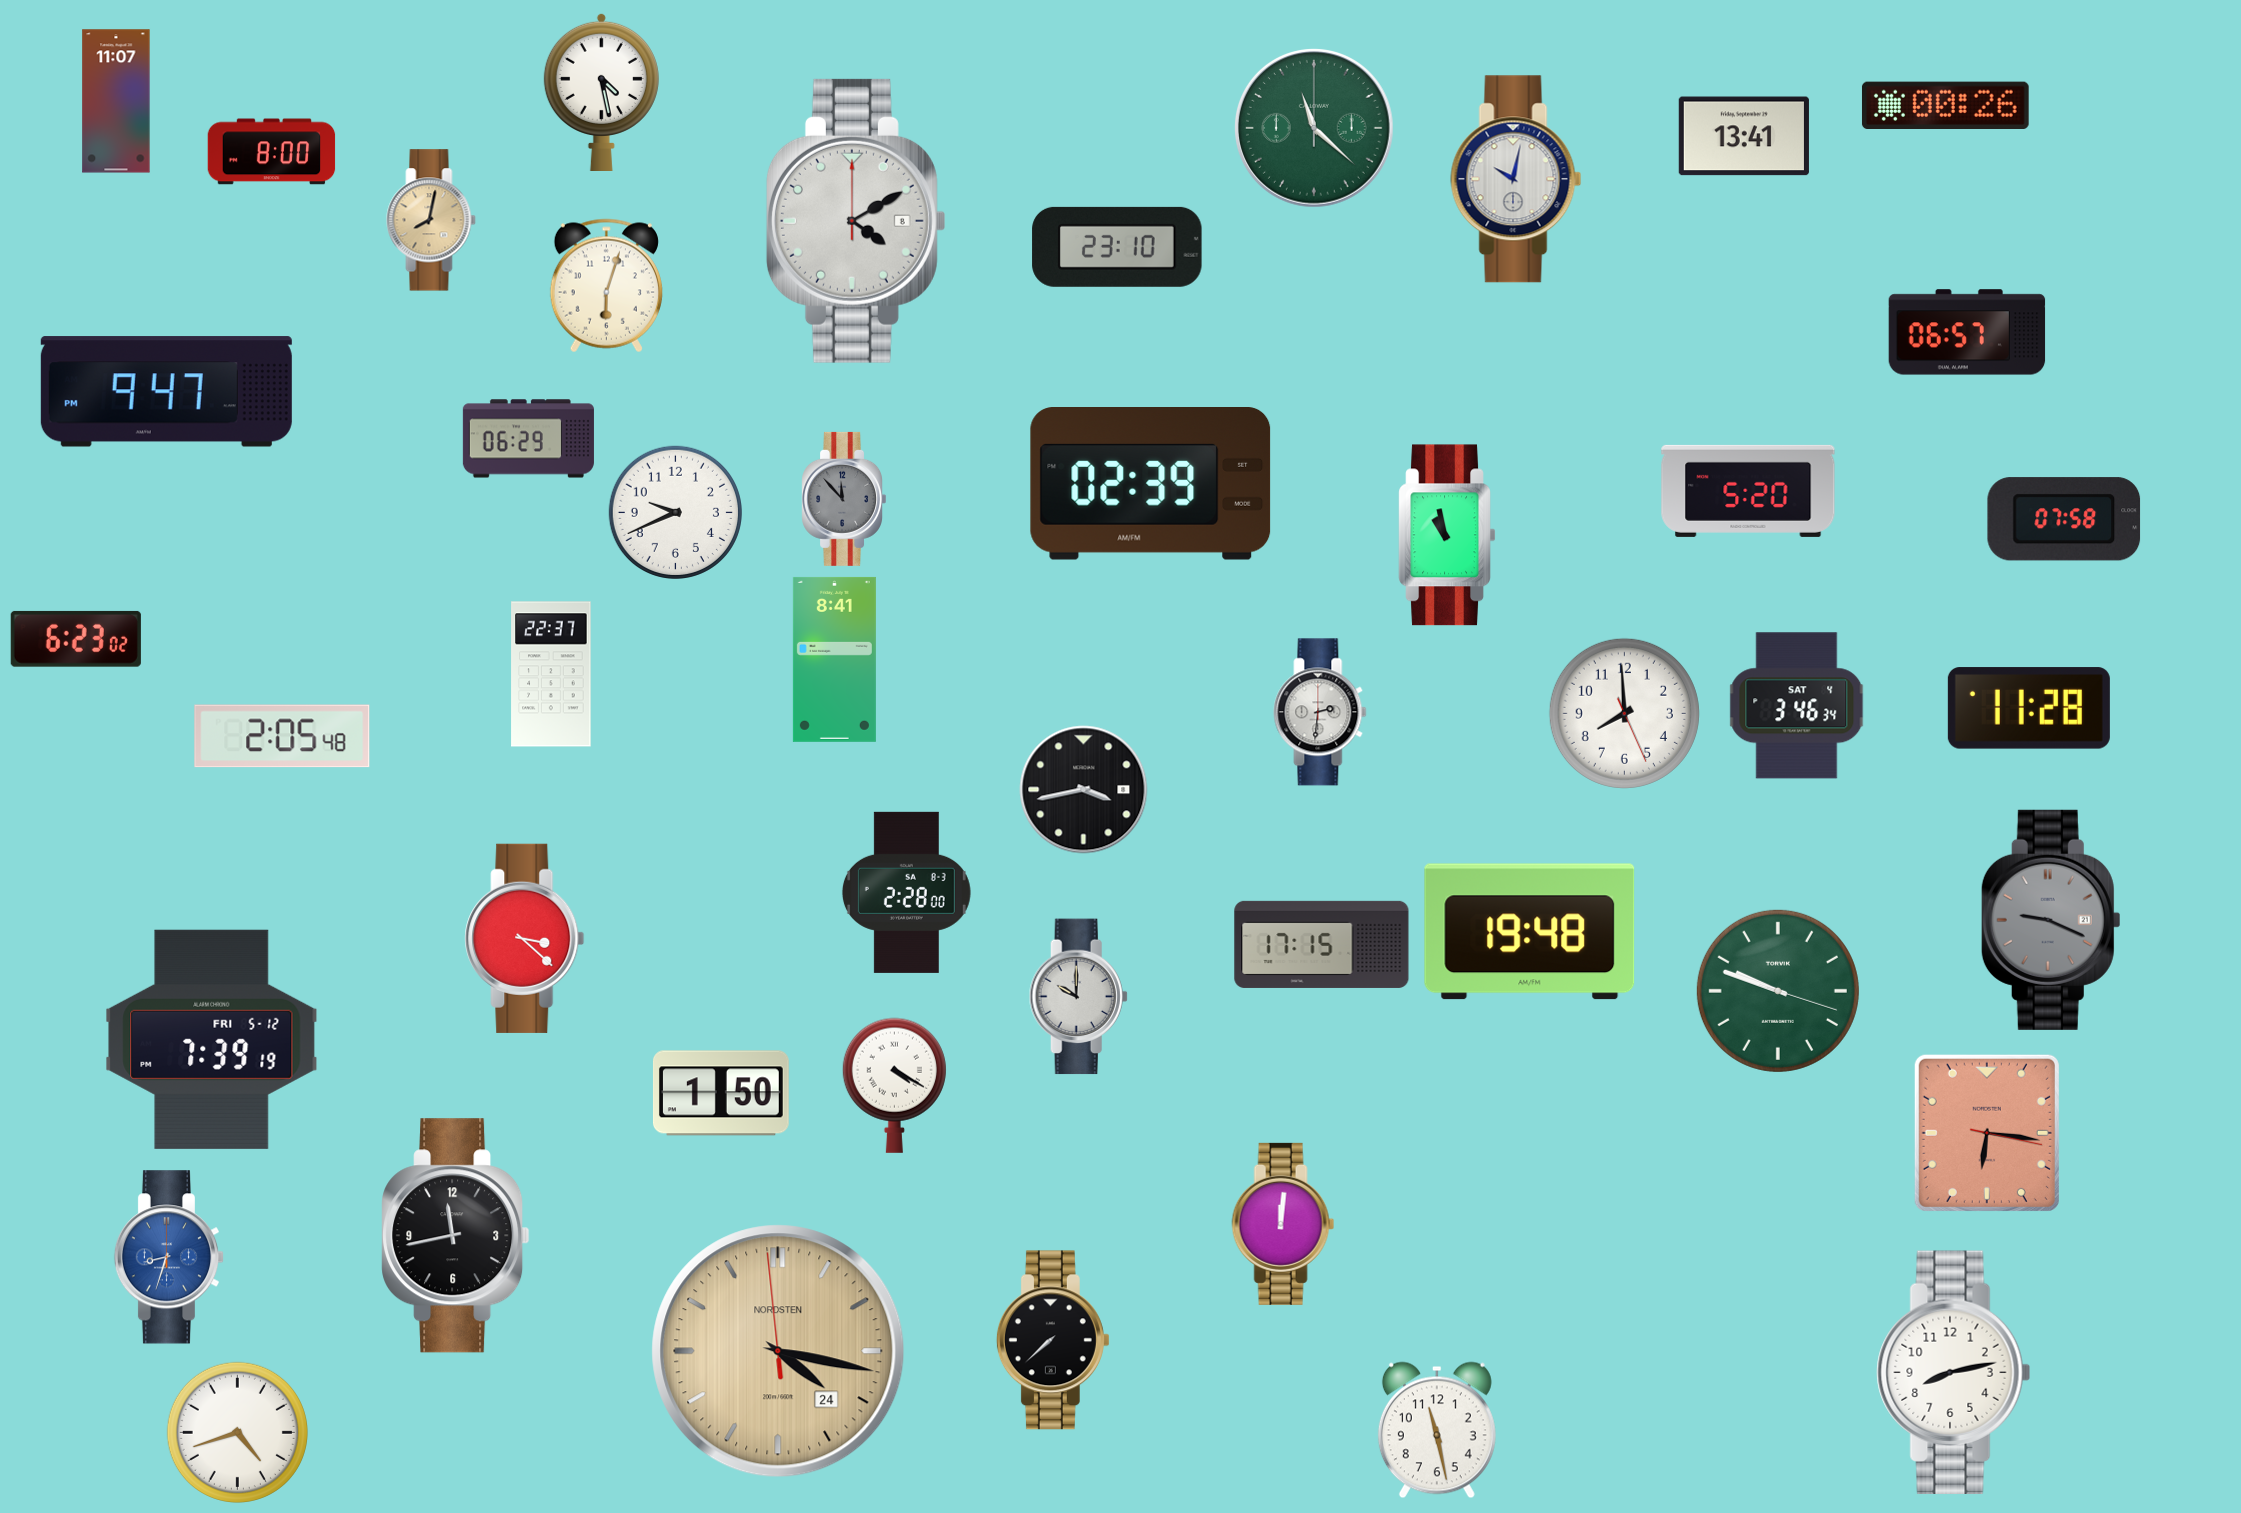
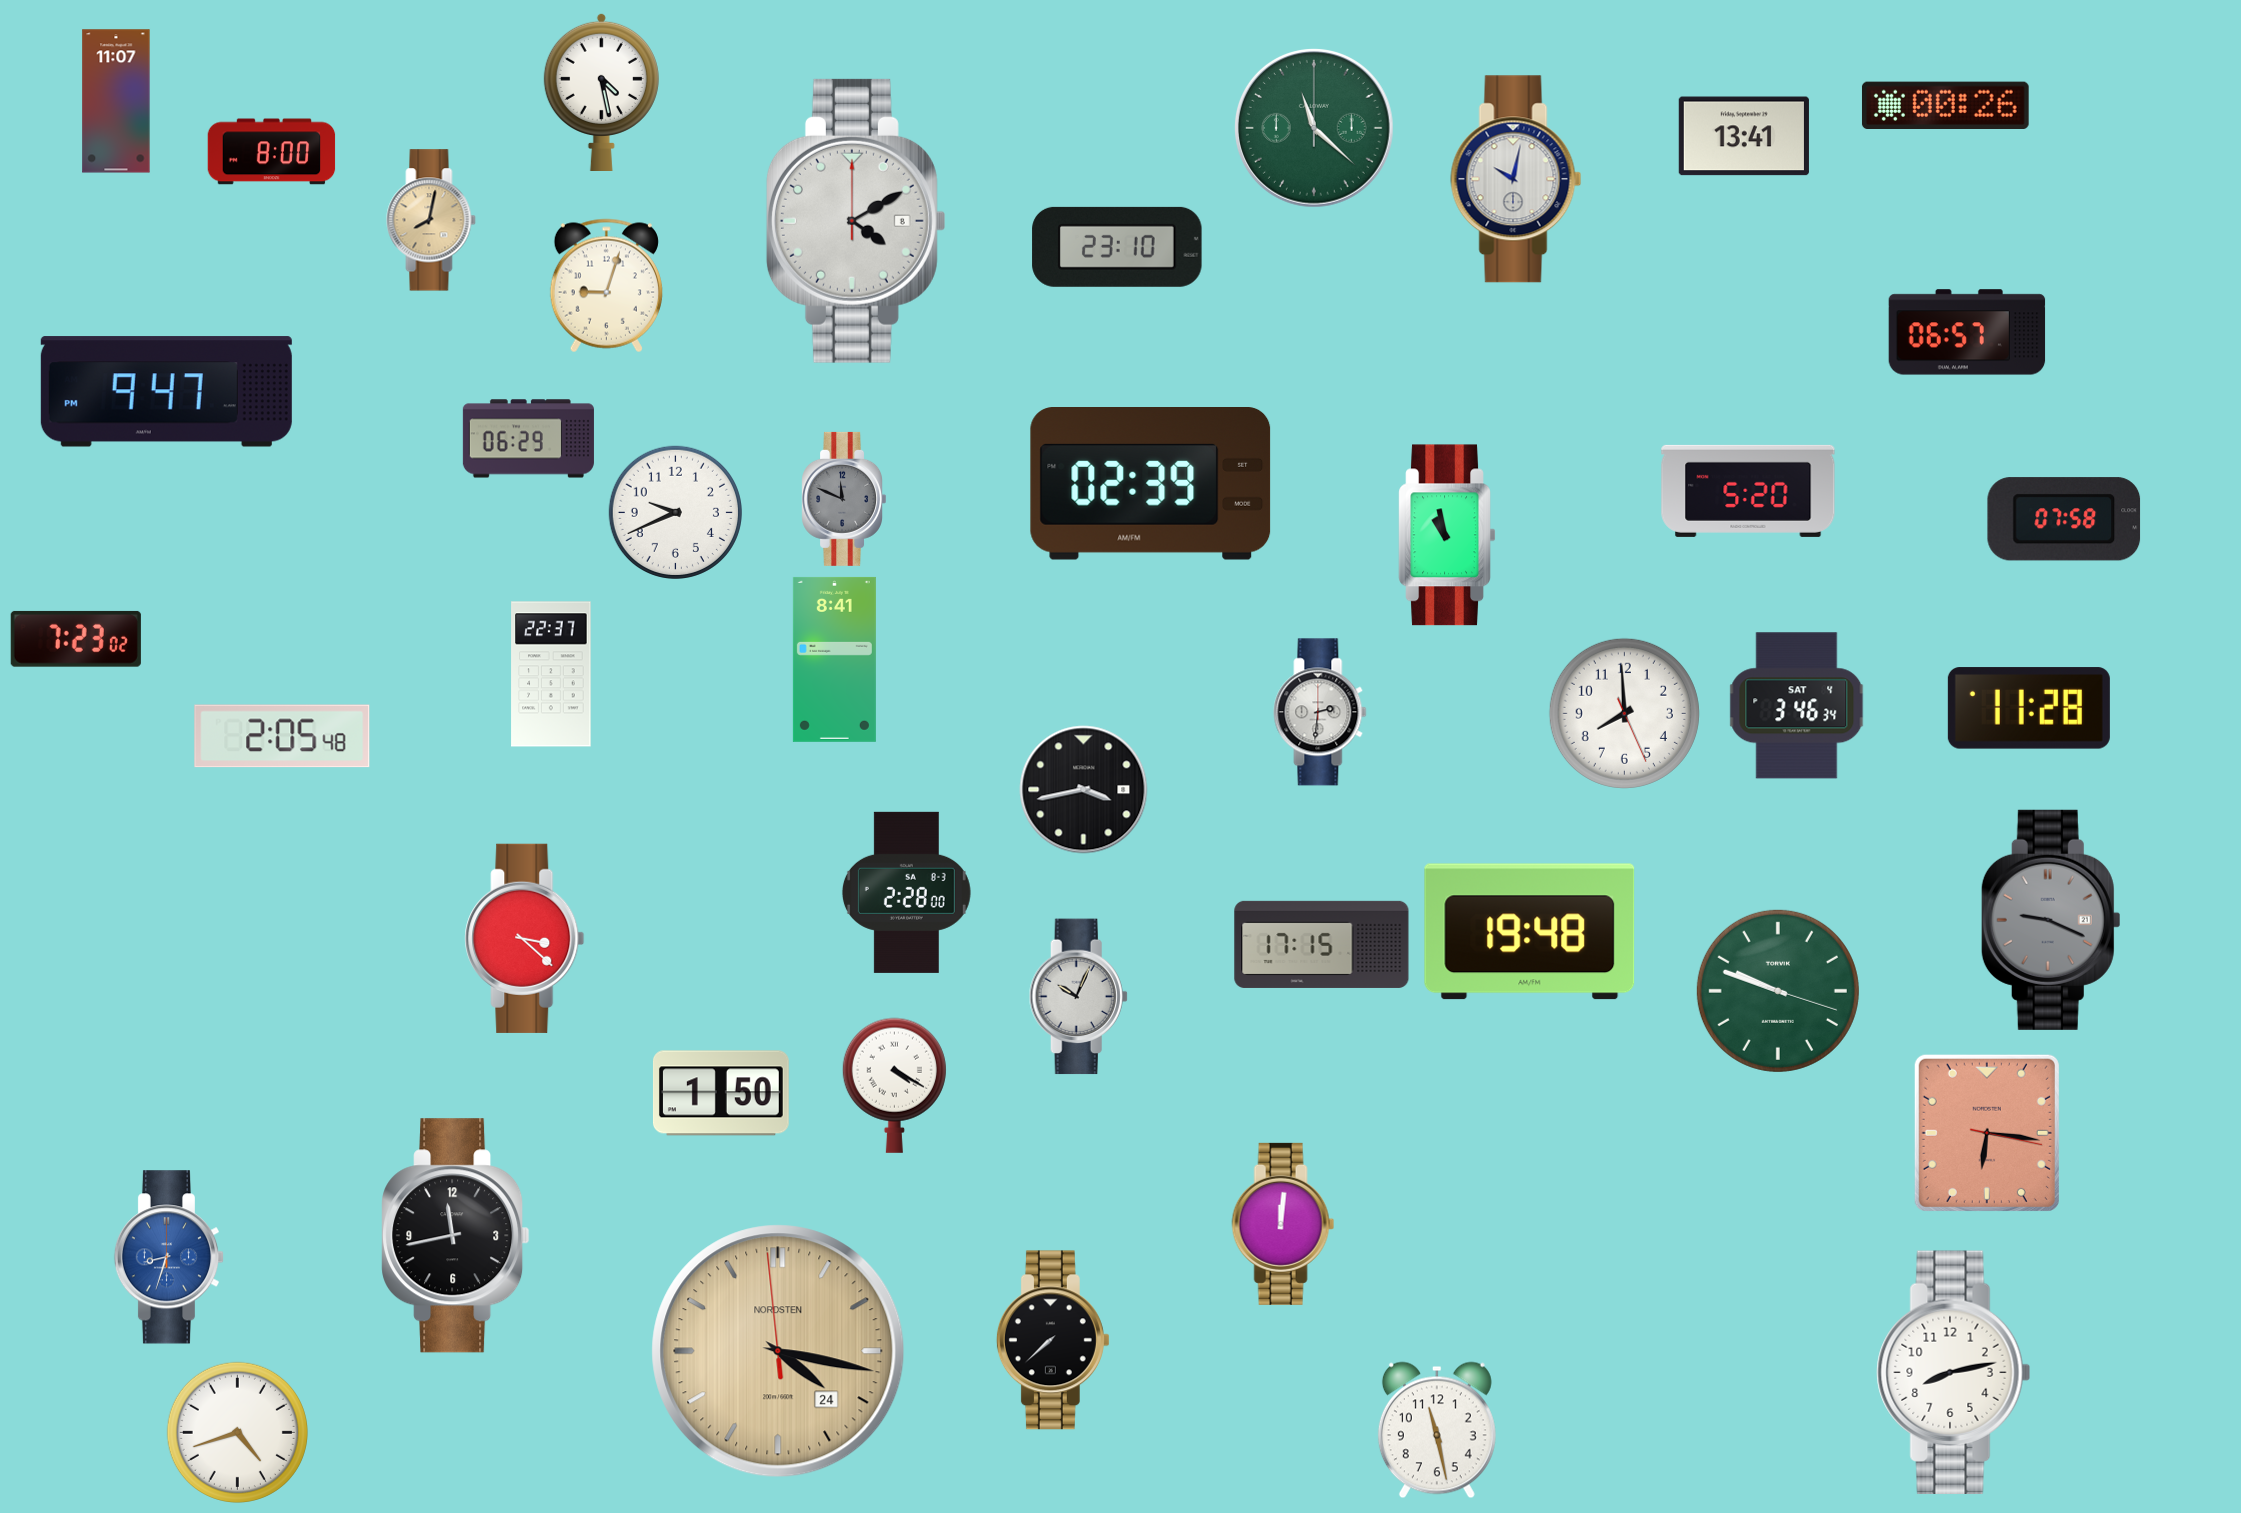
clock at (606, 286): 6:03 -> 9:03
clock at (843, 499): 11:53 -> 11:49
clock at (76, 639): 6:23 -> 7:23
clock at (1078, 997): 10:00 -> 10:04
clock at (212, 1039): 7:39 -> none
